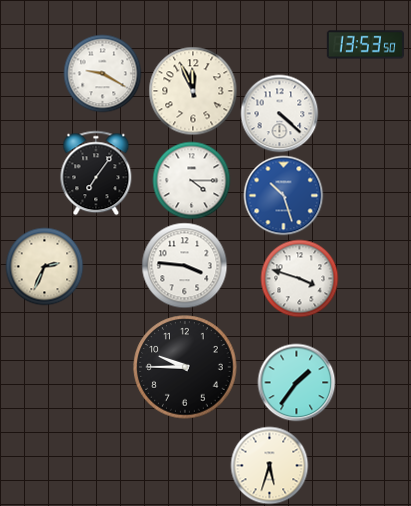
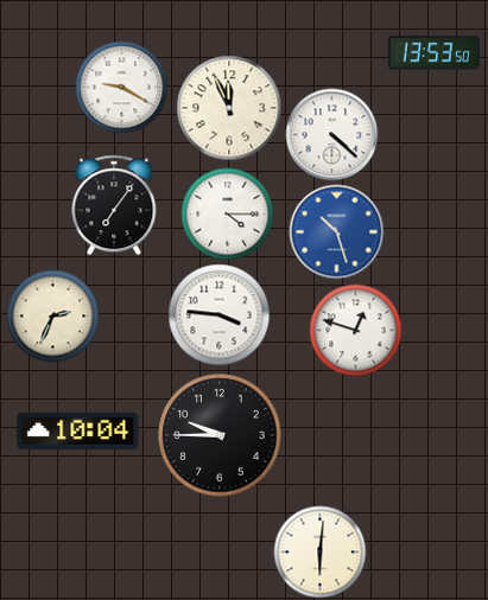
clock at (299, 278): 3:48 -> 12:48
clock at (78, 430): none -> 10:04
clock at (296, 382): 1:36 -> none
clock at (269, 465): 5:33 -> 6:01
